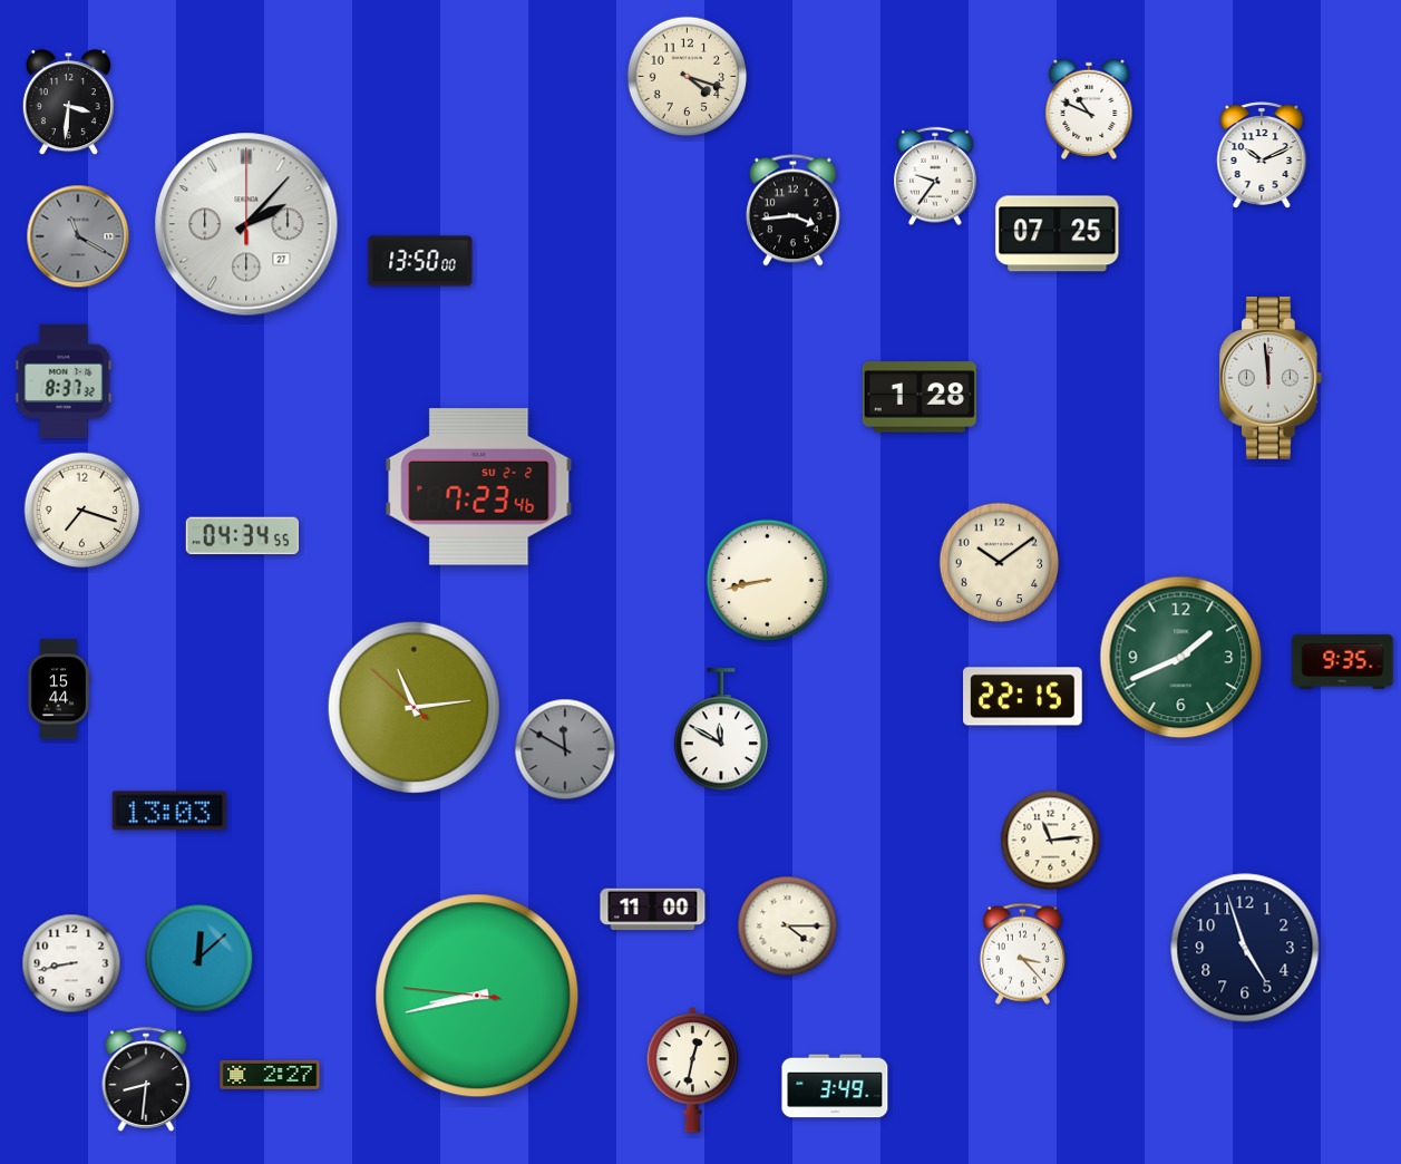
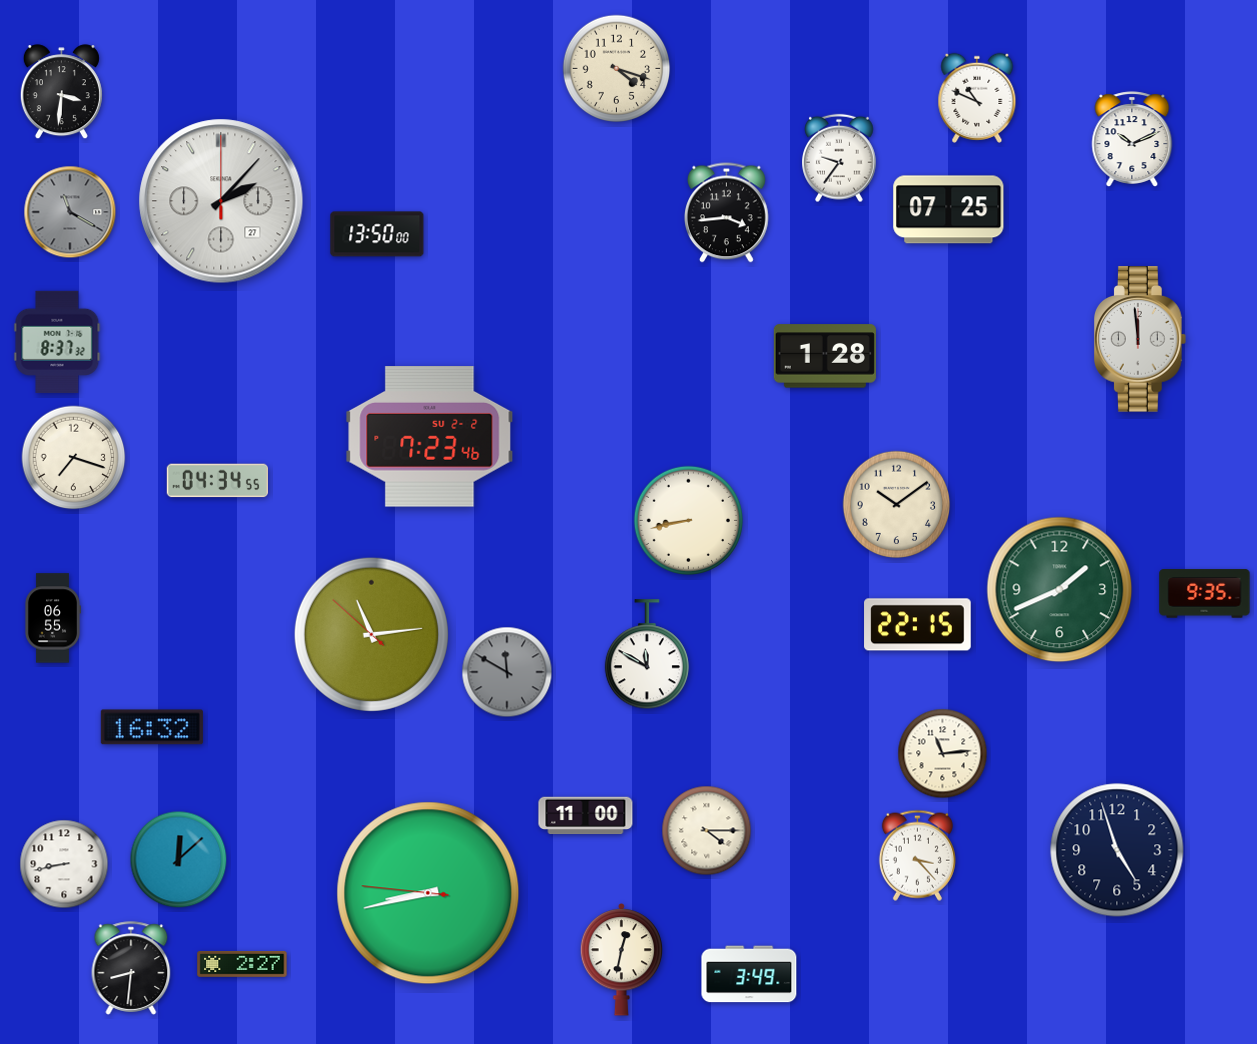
clock at (794, 211) position: (794, 211) -> (727, 213)
clock at (58, 689): 15:44 -> 06:55
clock at (169, 811): 13:03 -> 16:32
